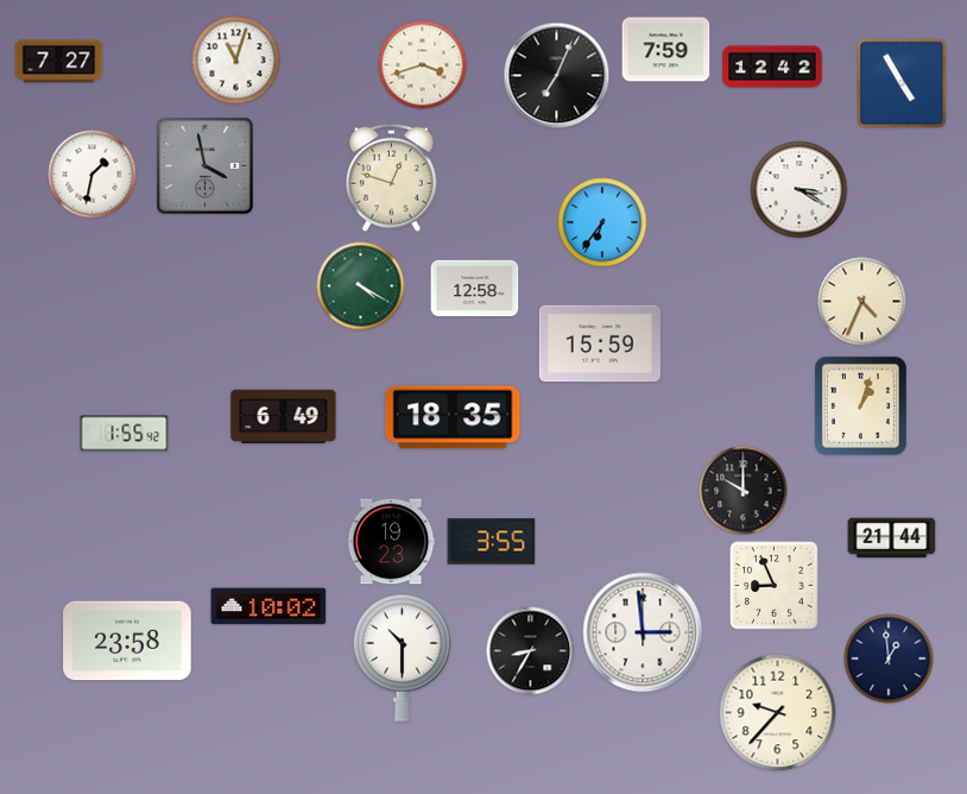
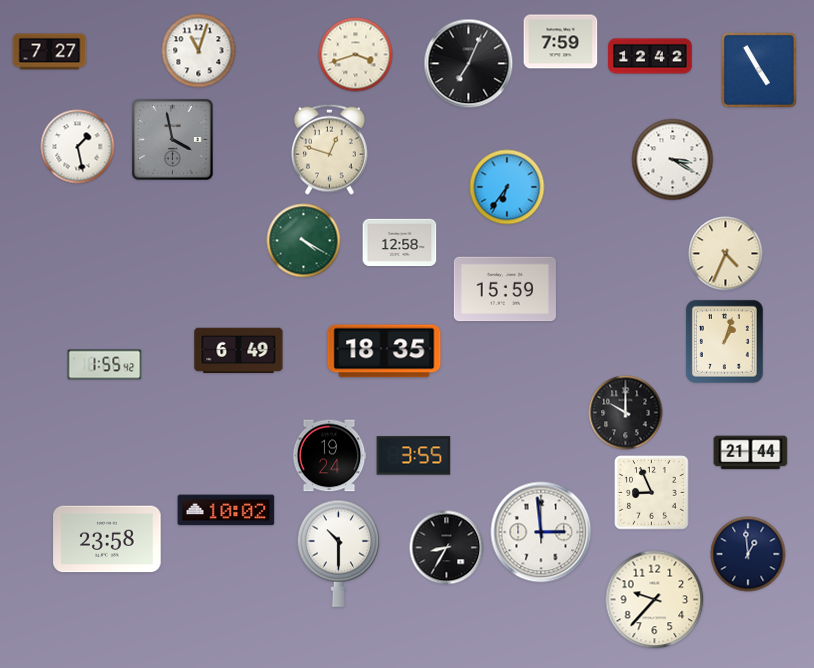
clock at (93, 175): 1:32 -> 1:28
clock at (453, 417) position: (453, 417) -> (384, 351)
clock at (391, 542): 19:23 -> 19:24
